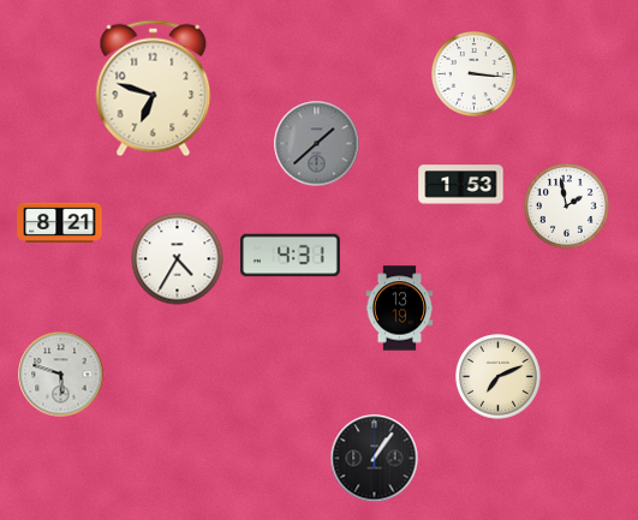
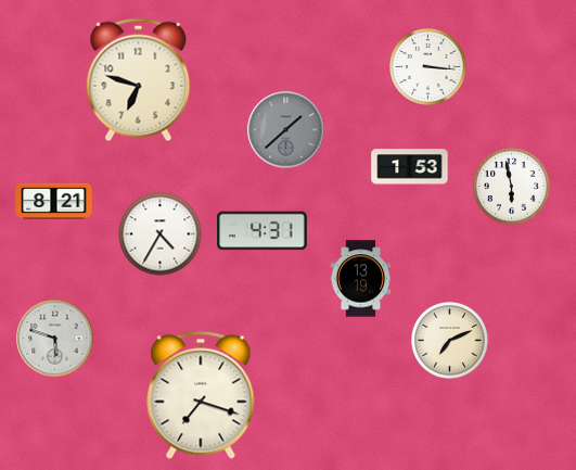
clock at (461, 185) position: (461, 185) -> (410, 167)
clock at (567, 207): 1:58 -> 5:58
clock at (201, 395): none -> 7:18
clock at (375, 459): 1:06 -> none
